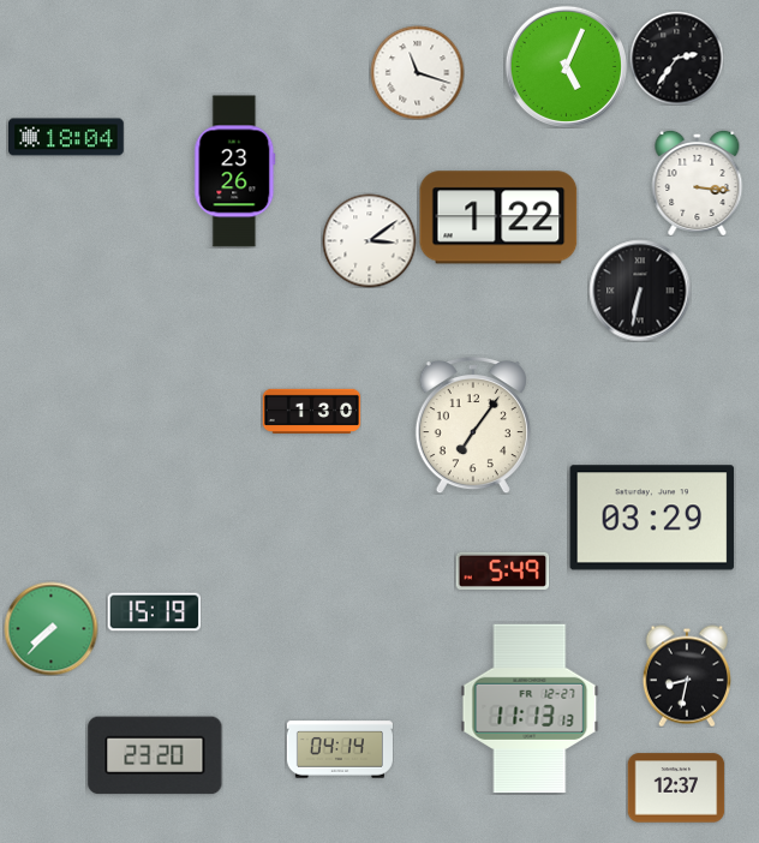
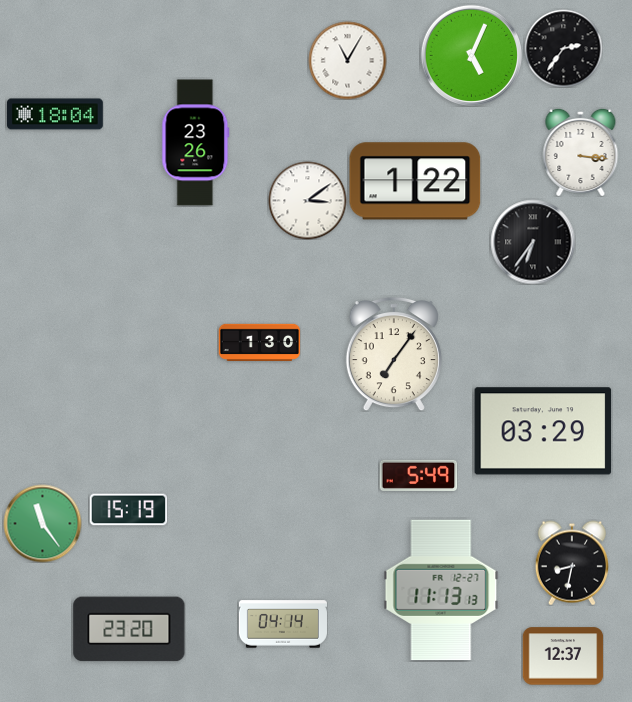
clock at (417, 72): 11:18 -> 11:05
clock at (640, 291): 6:32 -> 6:36
clock at (50, 628): 7:37 -> 11:24
